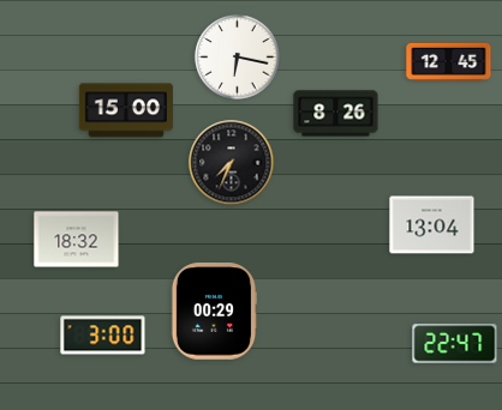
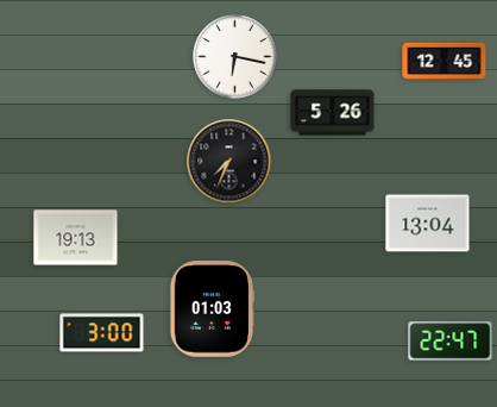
clock at (126, 110): 15:00 -> none
clock at (336, 114): 8:26 -> 5:26
clock at (77, 240): 18:32 -> 19:13
clock at (213, 312): 00:29 -> 01:03
